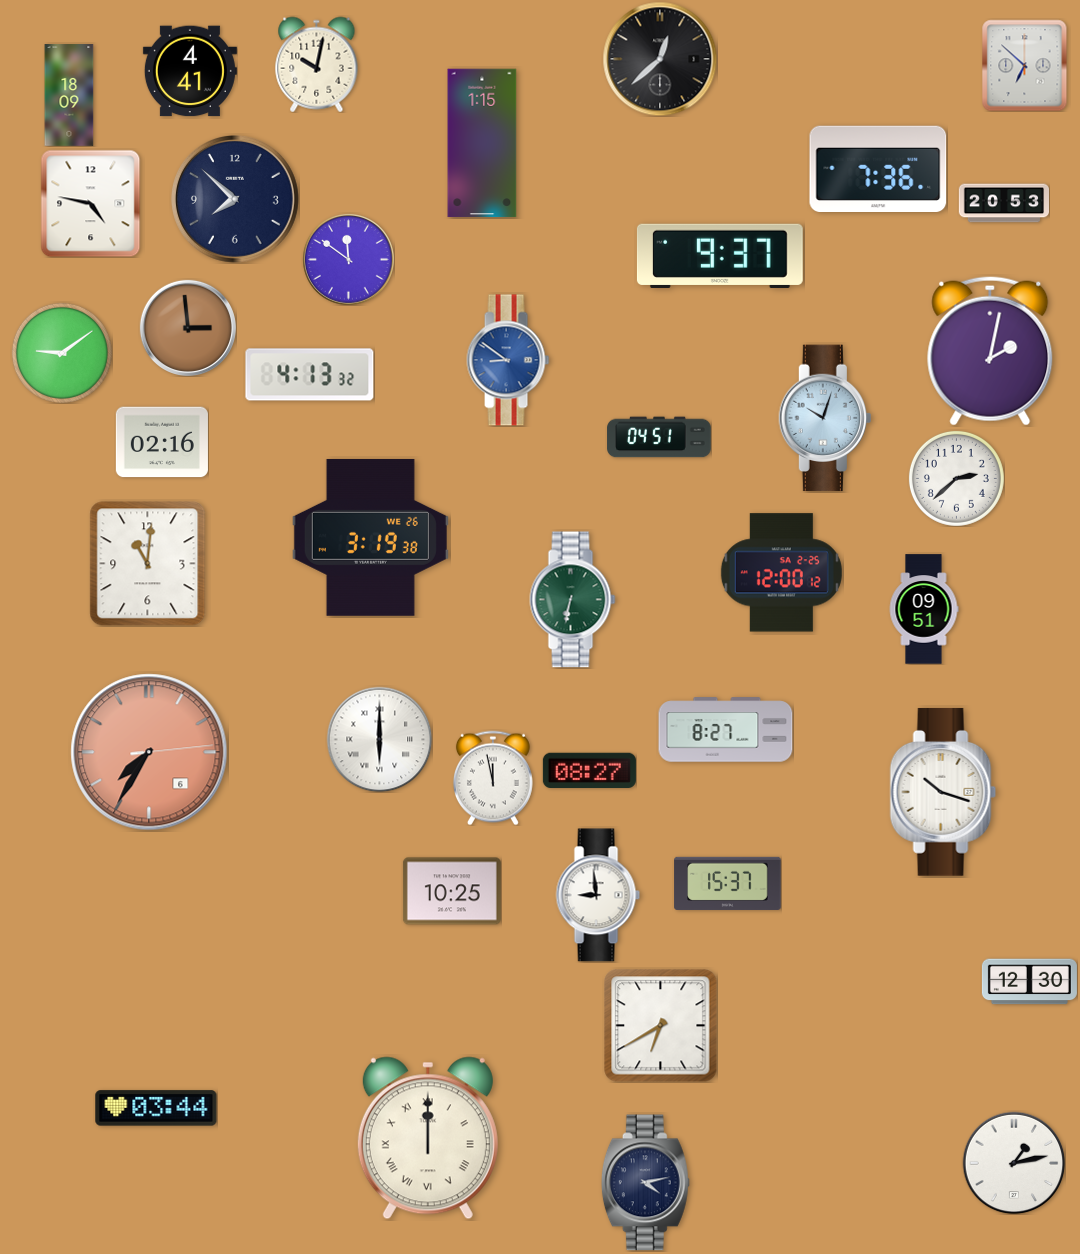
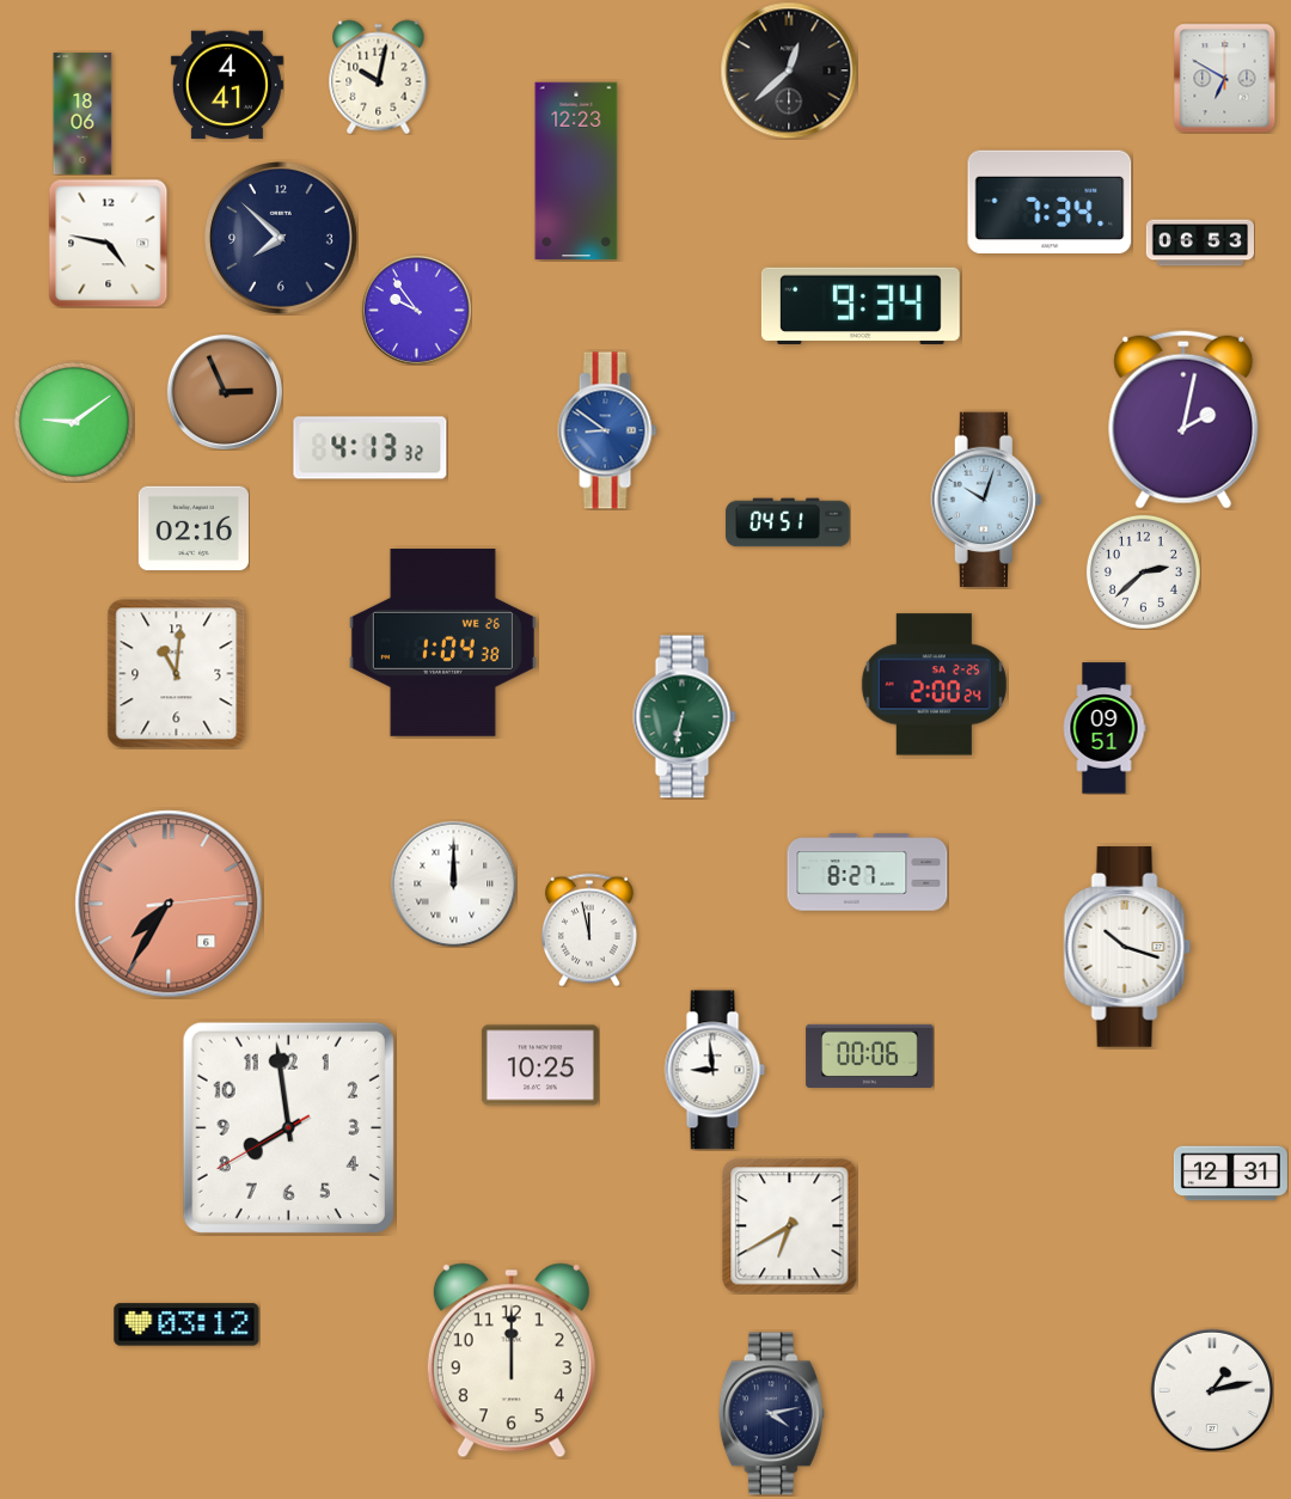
clock at (1025, 65): 6:52 -> 6:50
clock at (69, 95): 18:09 -> 18:06
clock at (482, 143): 1:15 -> 12:23
clock at (878, 168): 7:36 -> 7:34
clock at (1003, 203): 20:53 -> 06:53
clock at (720, 256): 9:37 -> 9:34
clock at (348, 259): 11:51 -> 9:54
clock at (188, 328): 2:59 -> 2:56
clock at (370, 537): 3:19 -> 1:04
clock at (781, 573): 12:00 -> 2:00
clock at (379, 739): 6:00 -> 12:00
clock at (149, 752) position: (149, 752) -> (169, 904)
clock at (589, 770): 08:27 -> none
clock at (728, 883): 15:37 -> 00:06
clock at (288, 1127): none -> 7:58
clock at (1029, 982): 12:30 -> 12:31
clock at (156, 1108): 03:44 -> 03:12
clock at (428, 1138) numerals: Roman -> Arabic
